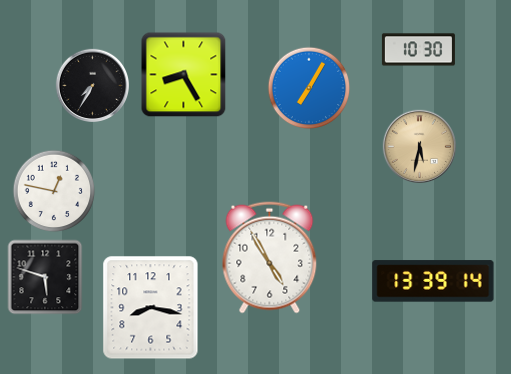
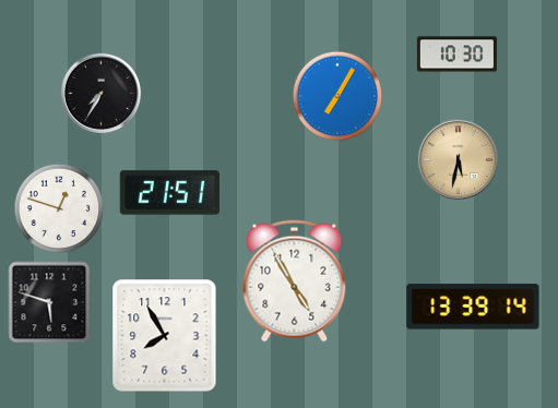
clock at (184, 75): 8:25 -> none
clock at (169, 193): none -> 21:51
clock at (54, 191): 12:47 -> 12:48
clock at (151, 308): 8:17 -> 7:55
